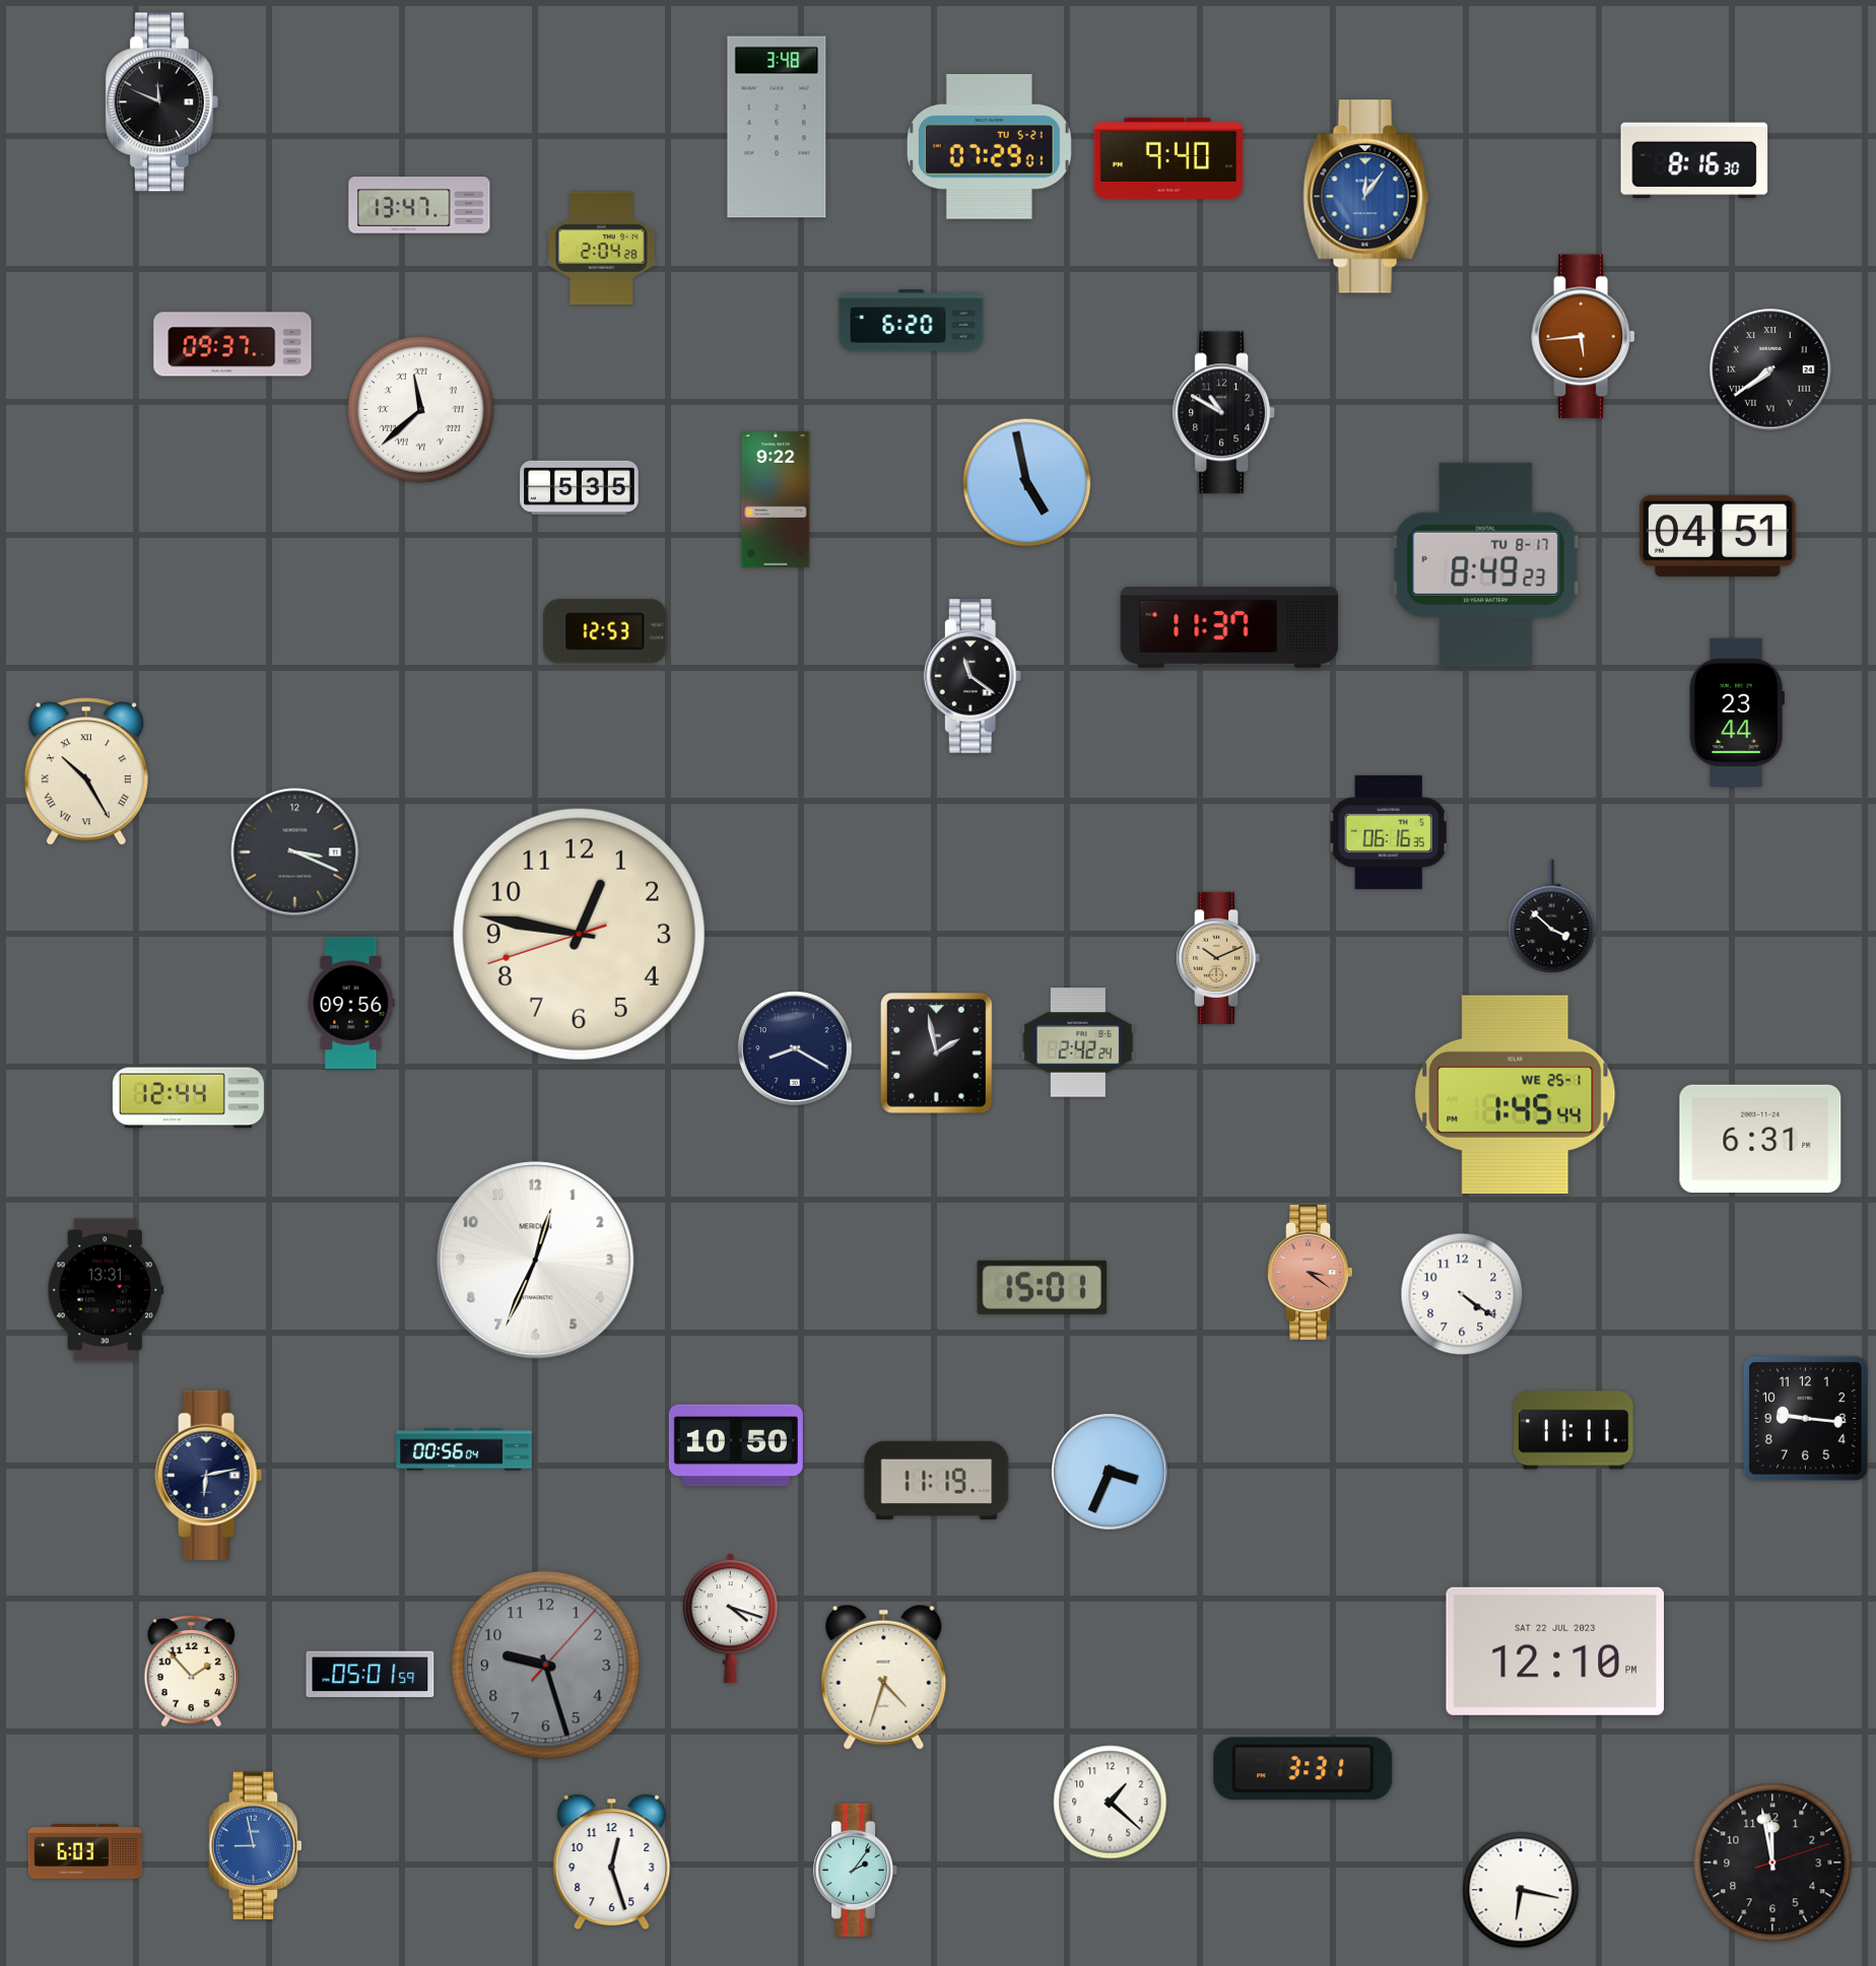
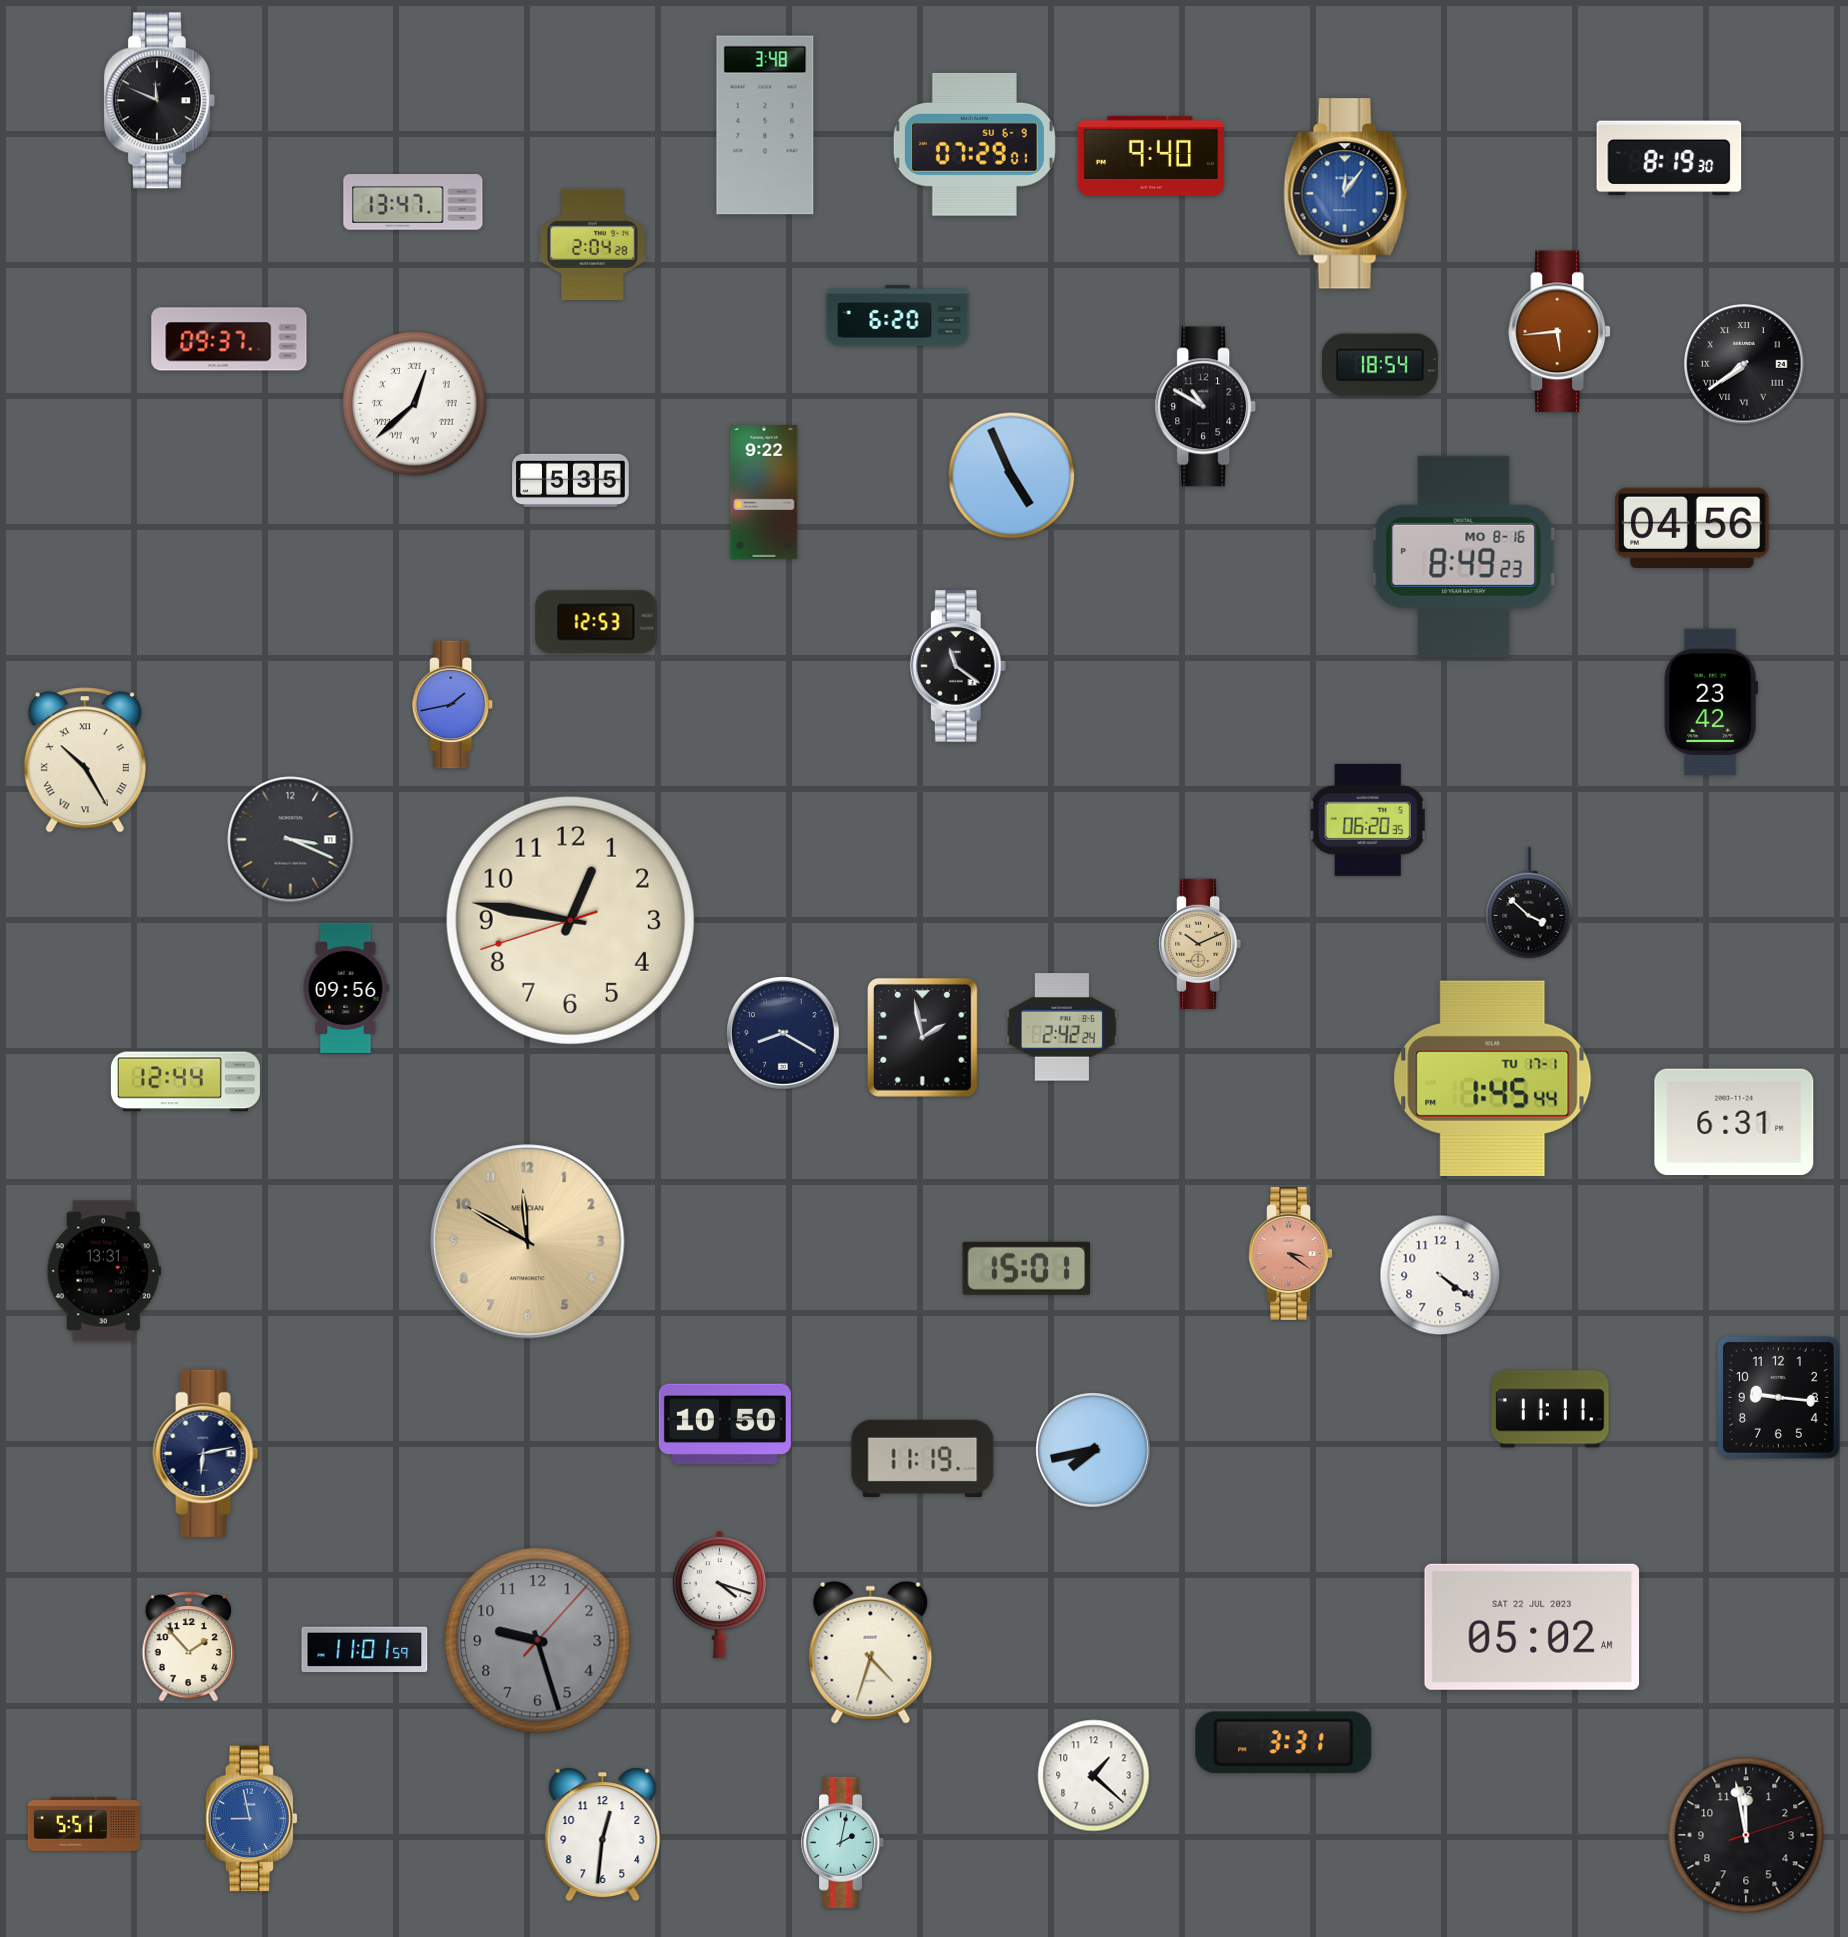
clock at (989, 146) date: TU 5-21 -> SU 6-9
clock at (1694, 160): 8:16 -> 8:19
clock at (1380, 365): none -> 18:54
clock at (421, 410): 11:38 -> 12:38
clock at (1027, 483): 4:58 -> 4:56
clock at (1718, 536): 04:51 -> 04:56
clock at (1486, 564) date: TU 8-17 -> MO 8-16
clock at (1229, 627): 11:37 -> none
clock at (1737, 711): 23:44 -> 23:42
clock at (453, 705): none -> 1:43
clock at (1389, 832): 06:16 -> 06:20
clock at (1516, 1094) date: WE 25-1 -> TU 17-1
clock at (536, 1261): 12:34 -> 11:50
clock at (536, 1261) dial: white -> champagne
clock at (464, 1449): 00:56 -> none
clock at (1110, 1472): 3:34 -> 7:43
clock at (1555, 1651): 12:10 -> 05:02
clock at (371, 1675): 05:01 -> 11:01
clock at (85, 1851): 6:03 -> 5:51
clock at (612, 1862): 12:27 -> 12:31
clock at (856, 1870): 2:06 -> 2:02
clock at (1521, 1890): 6:17 -> none
